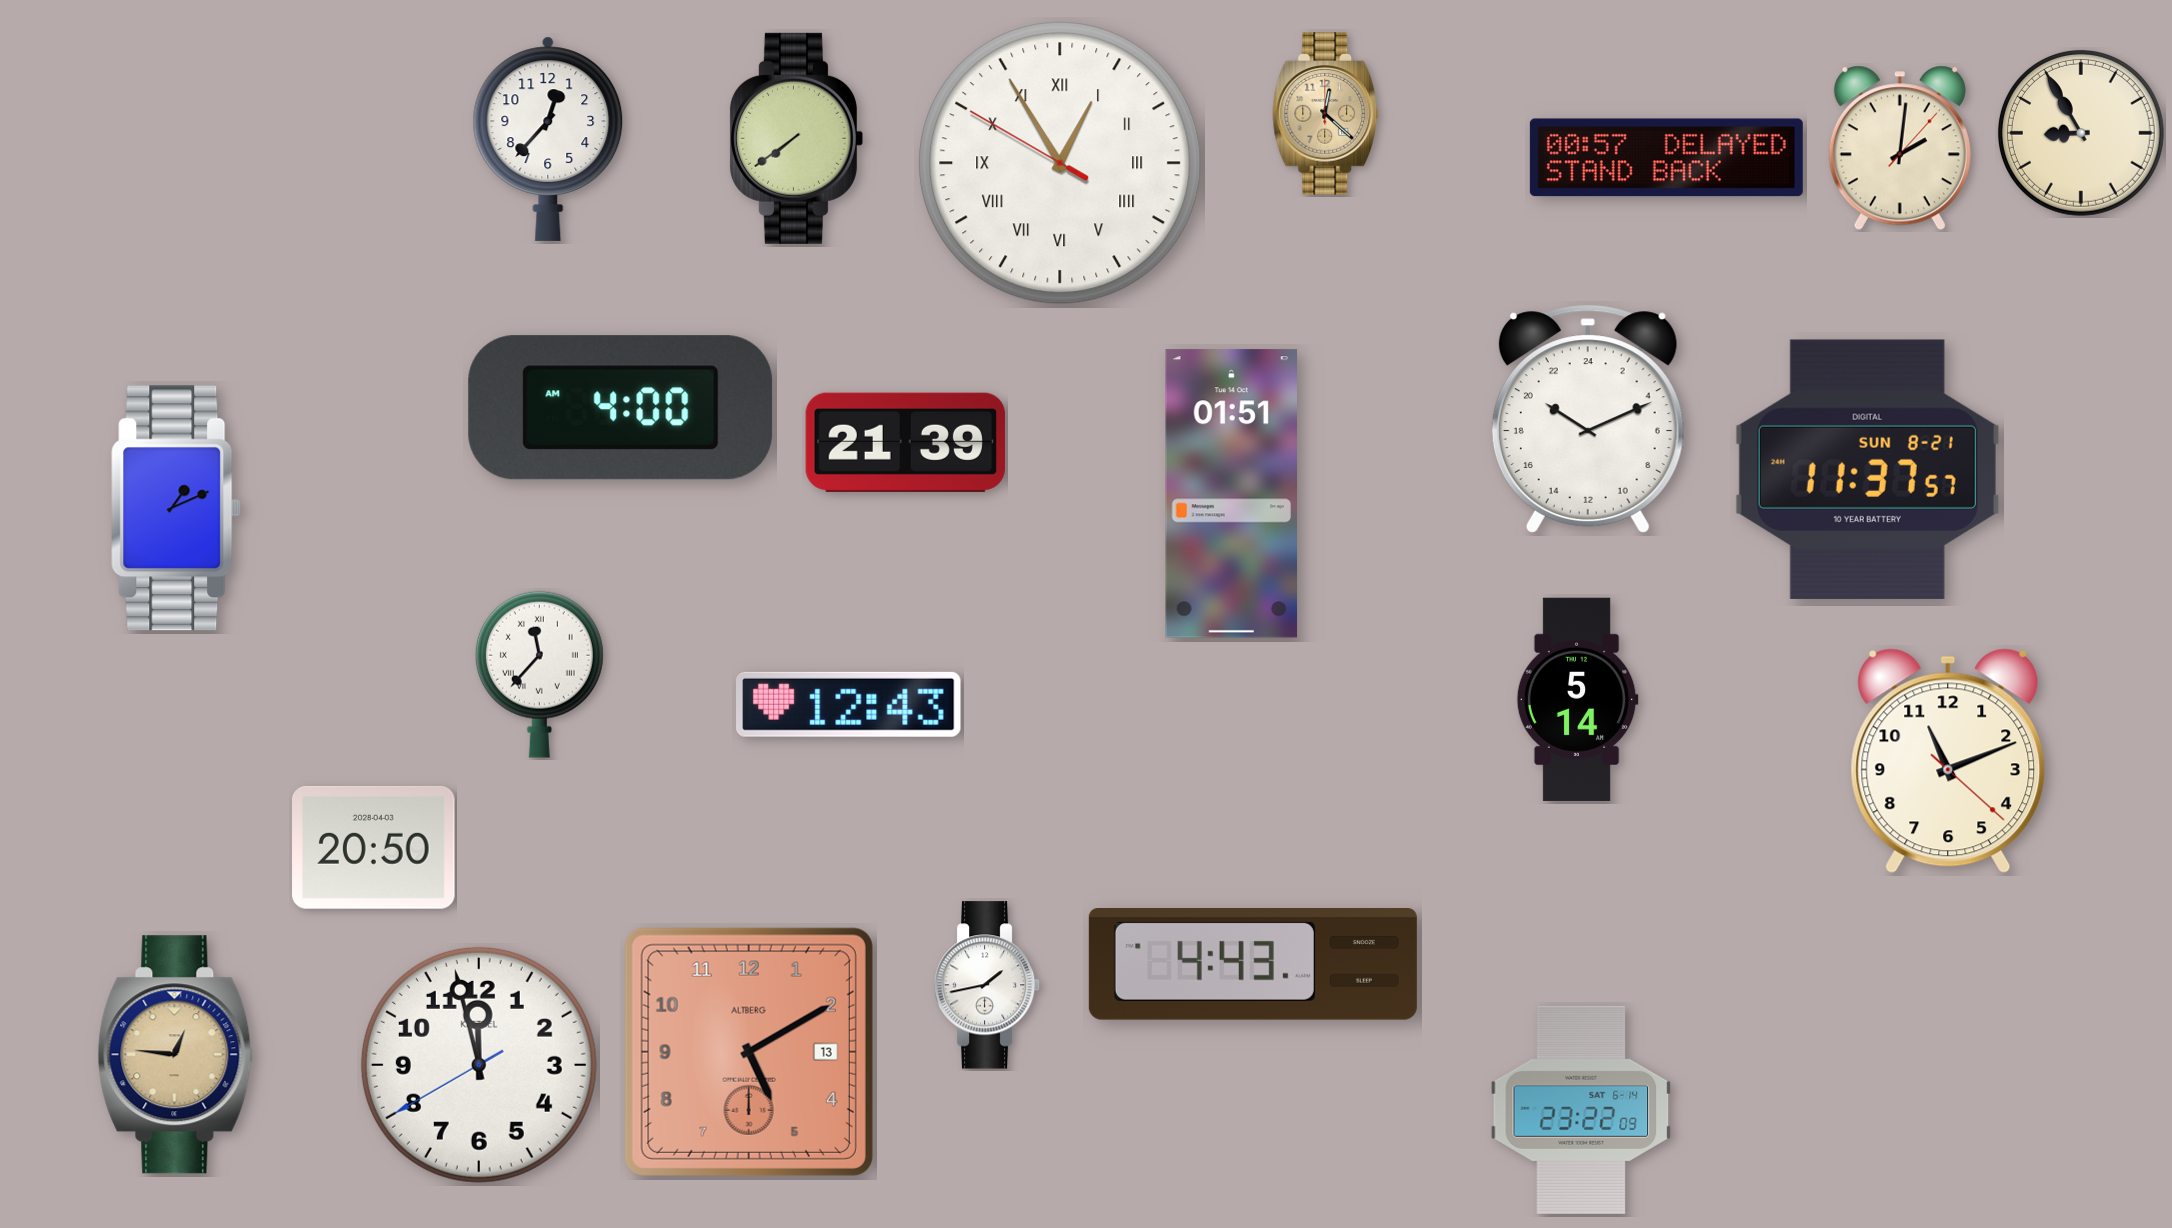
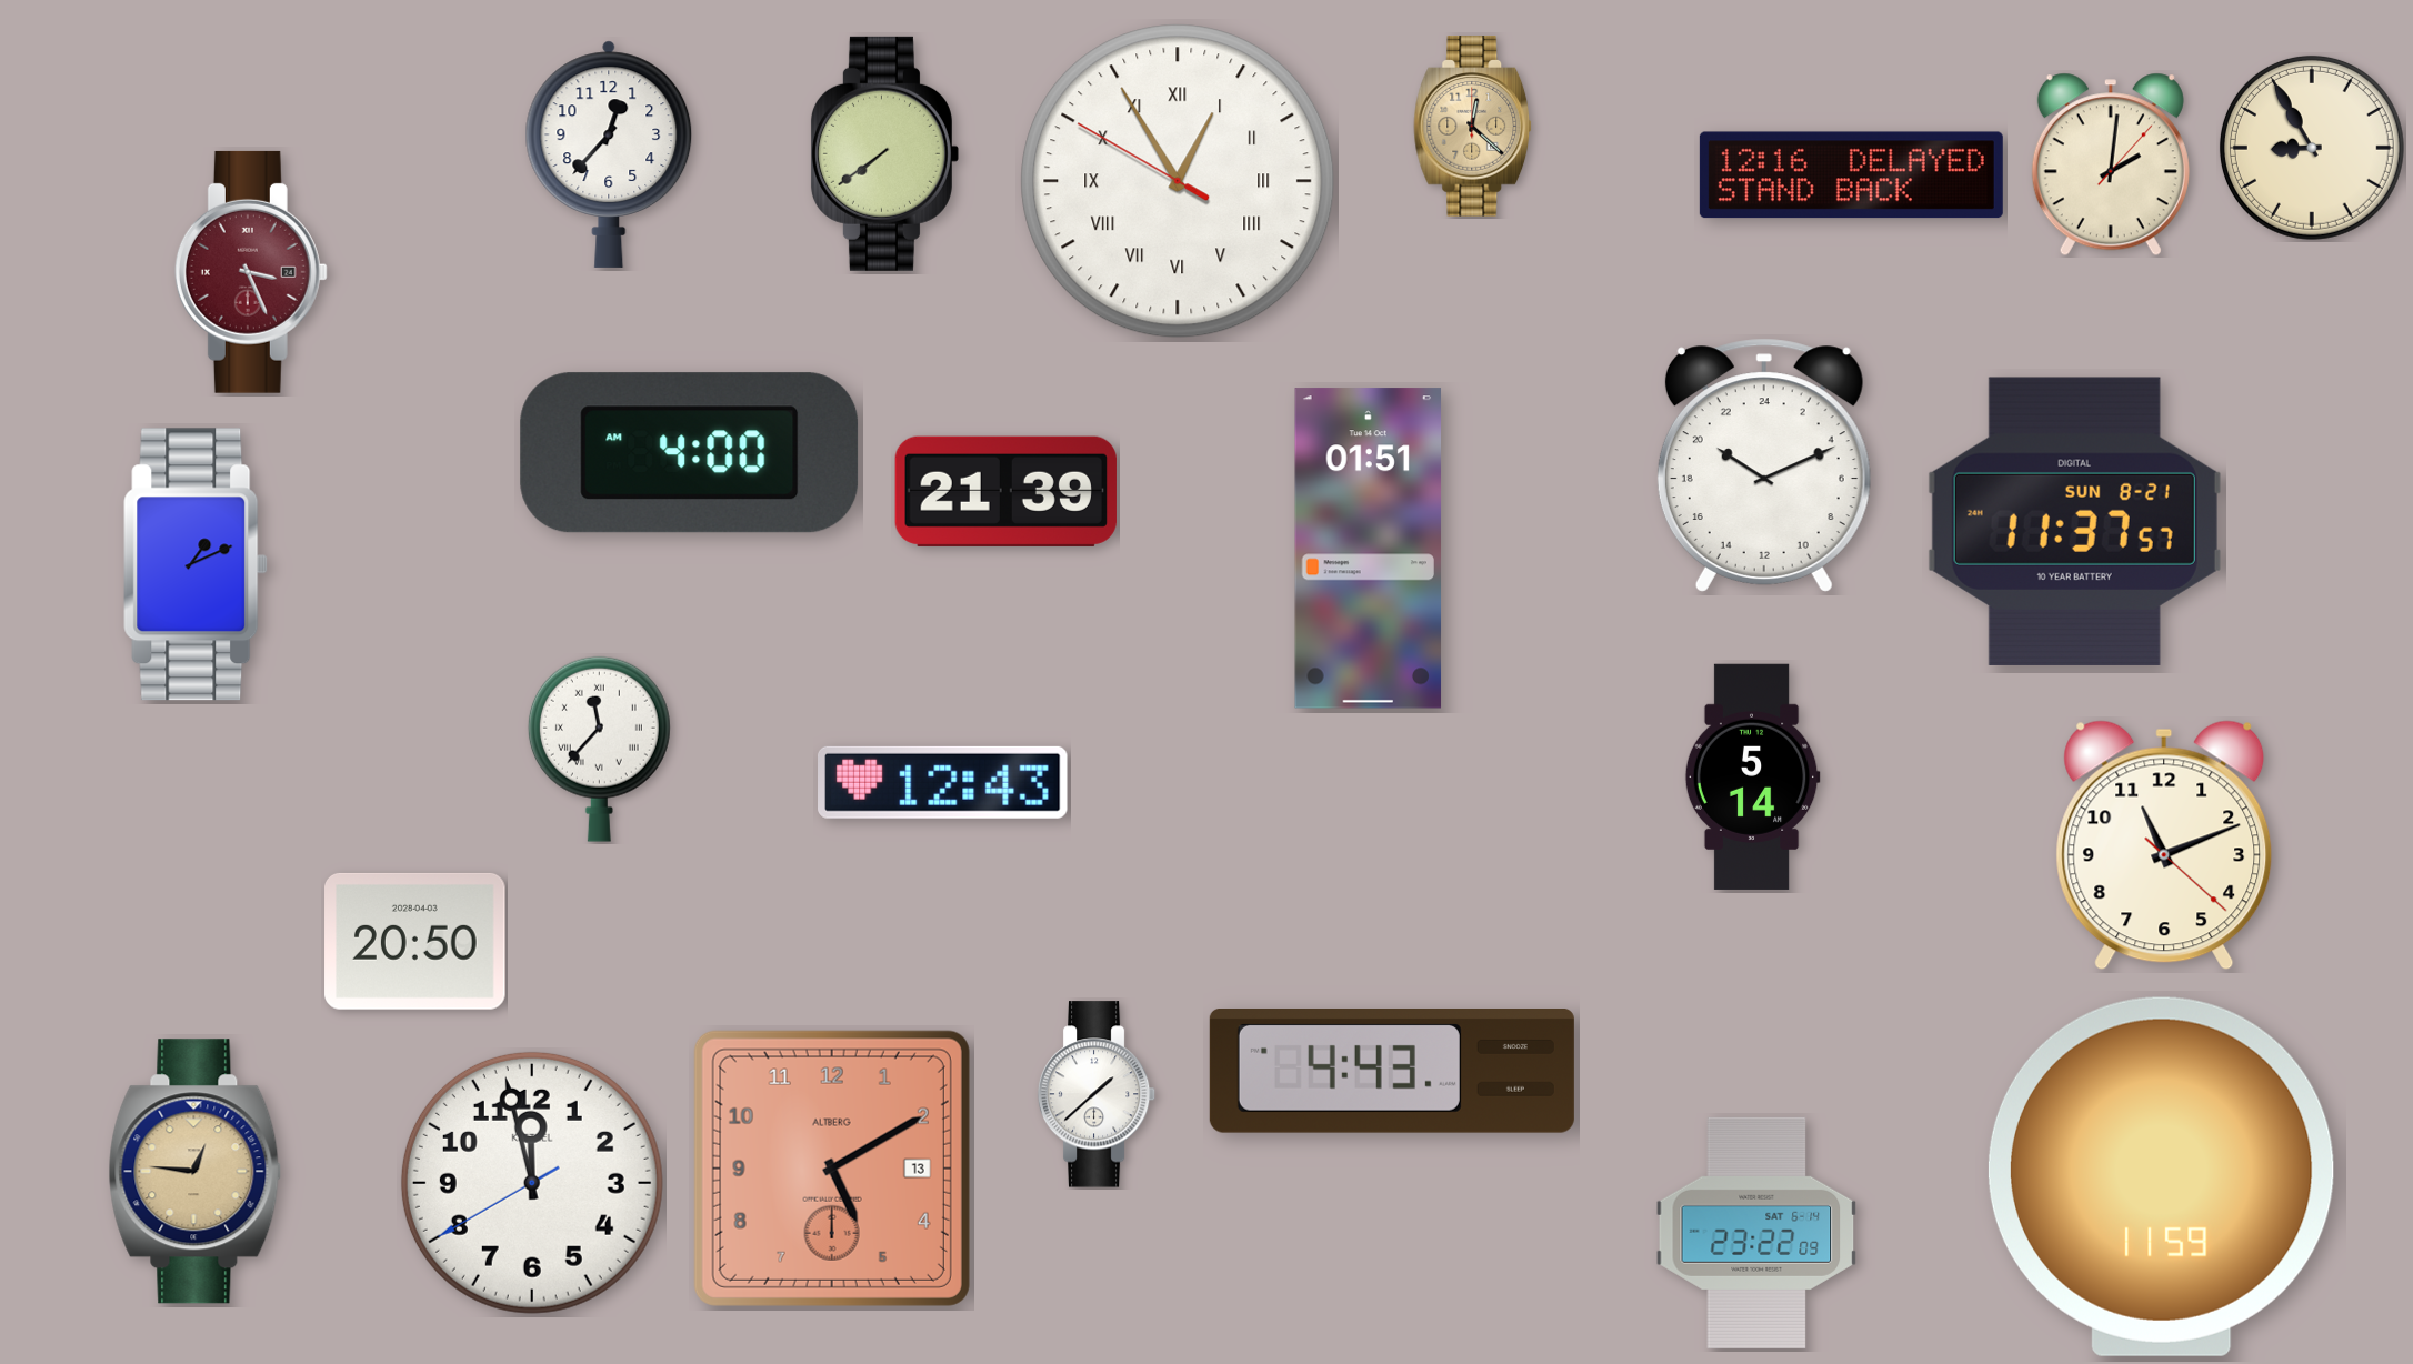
clock at (1666, 158): 00:57 -> 12:16
clock at (251, 272): none -> 3:26
clock at (987, 985): 1:43 -> 1:38
clock at (2161, 1176): none -> 11:59
